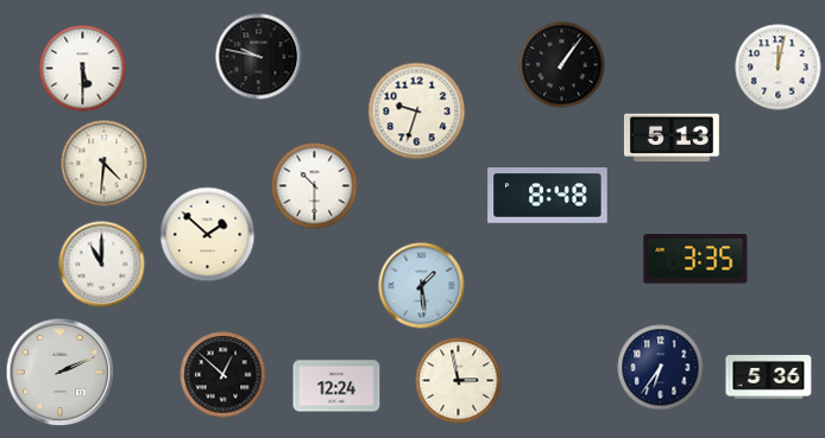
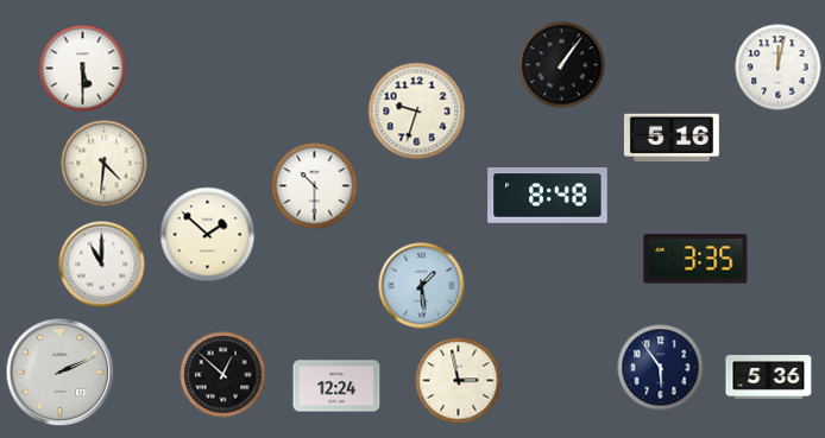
clock at (259, 57): 9:47 -> none
clock at (672, 138): 5:13 -> 5:16
clock at (661, 368): 6:36 -> 5:54
